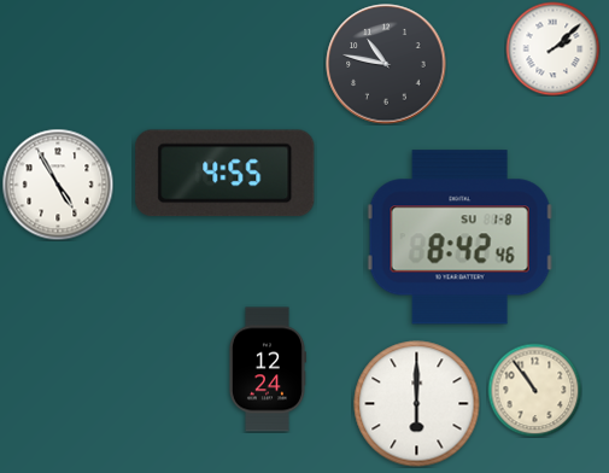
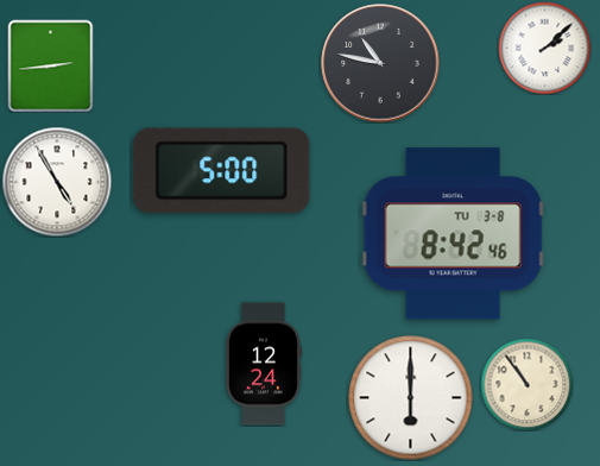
clock at (51, 65): none -> 2:44
clock at (226, 174): 4:55 -> 5:00
clock at (459, 238) date: SU 1-8 -> TU 3-8
